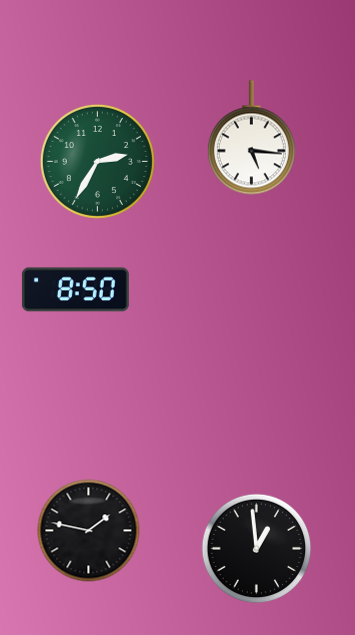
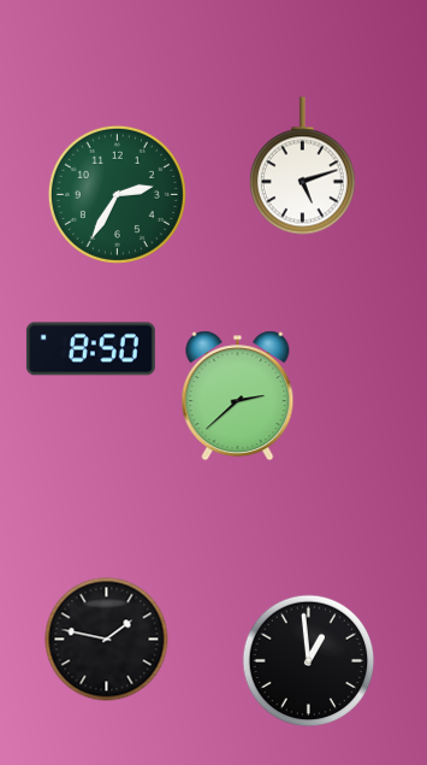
clock at (251, 138): 5:16 -> 5:12
clock at (238, 396): none -> 2:38
